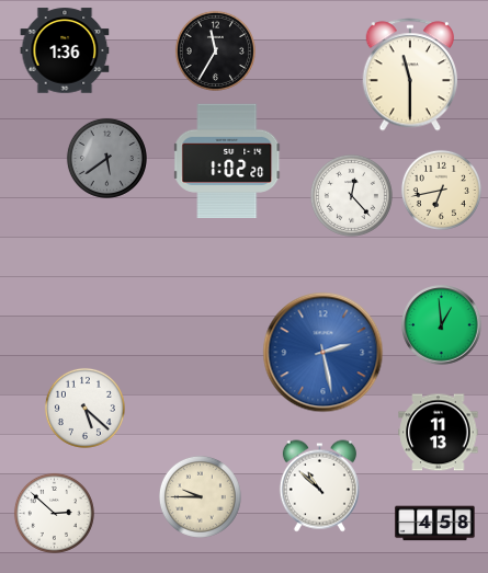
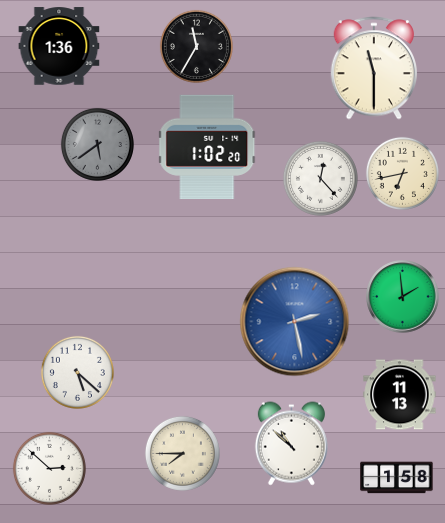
clock at (442, 325): 12:59 -> 1:59
clock at (200, 496): 9:45 -> 7:45
clock at (435, 524): 4:58 -> 1:58
